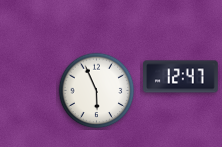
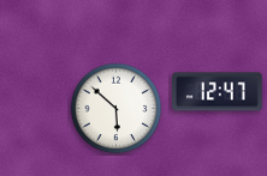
clock at (97, 91): 5:56 -> 5:52
